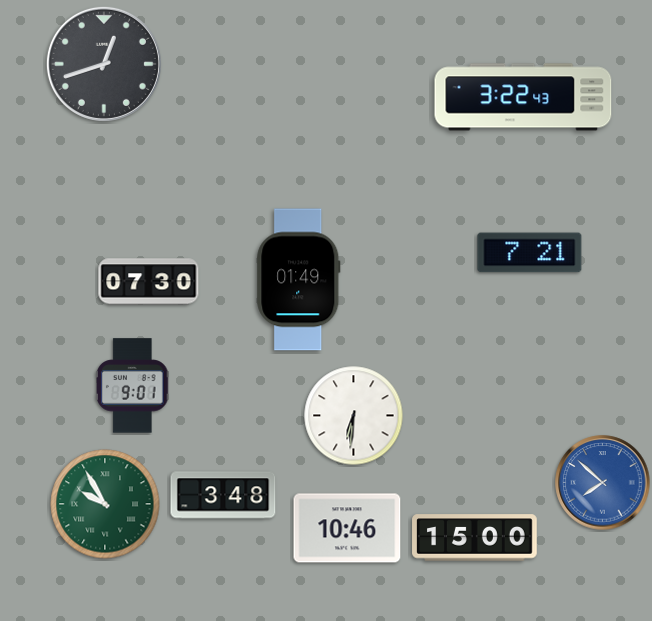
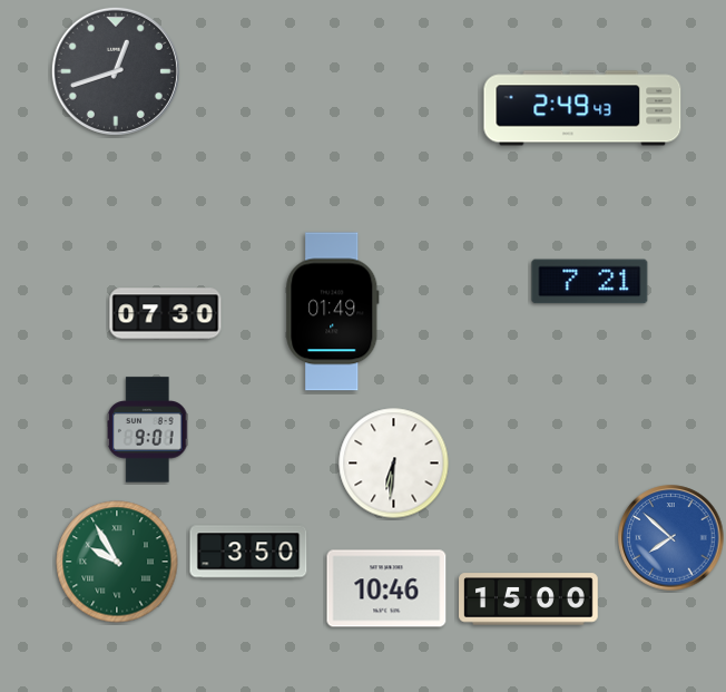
clock at (523, 97): 3:22 -> 2:49
clock at (223, 495): 3:48 -> 3:50
